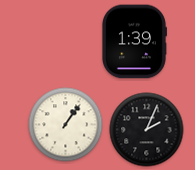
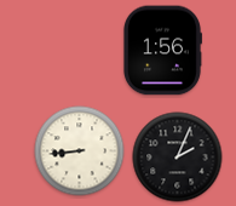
clock at (135, 42): 1:39 -> 1:56
clock at (66, 125): 1:06 -> 8:44
